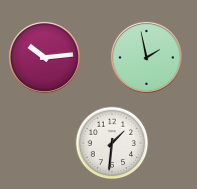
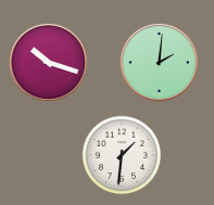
clock at (44, 57): 10:14 -> 10:18
clock at (146, 57): 1:58 -> 2:01
